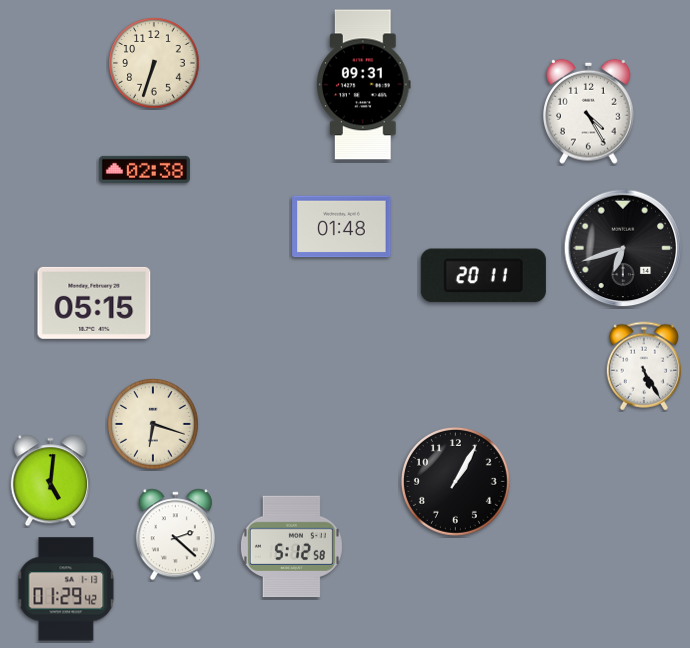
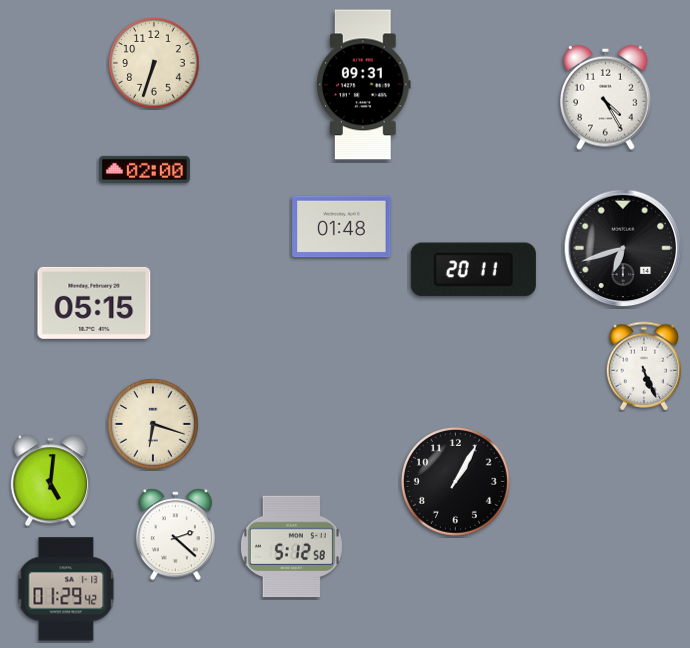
clock at (589, 111) position: (589, 111) -> (606, 97)
clock at (144, 169): 02:38 -> 02:00
clock at (483, 276) position: (483, 276) -> (473, 270)
clock at (643, 366): 5:25 -> 5:26
